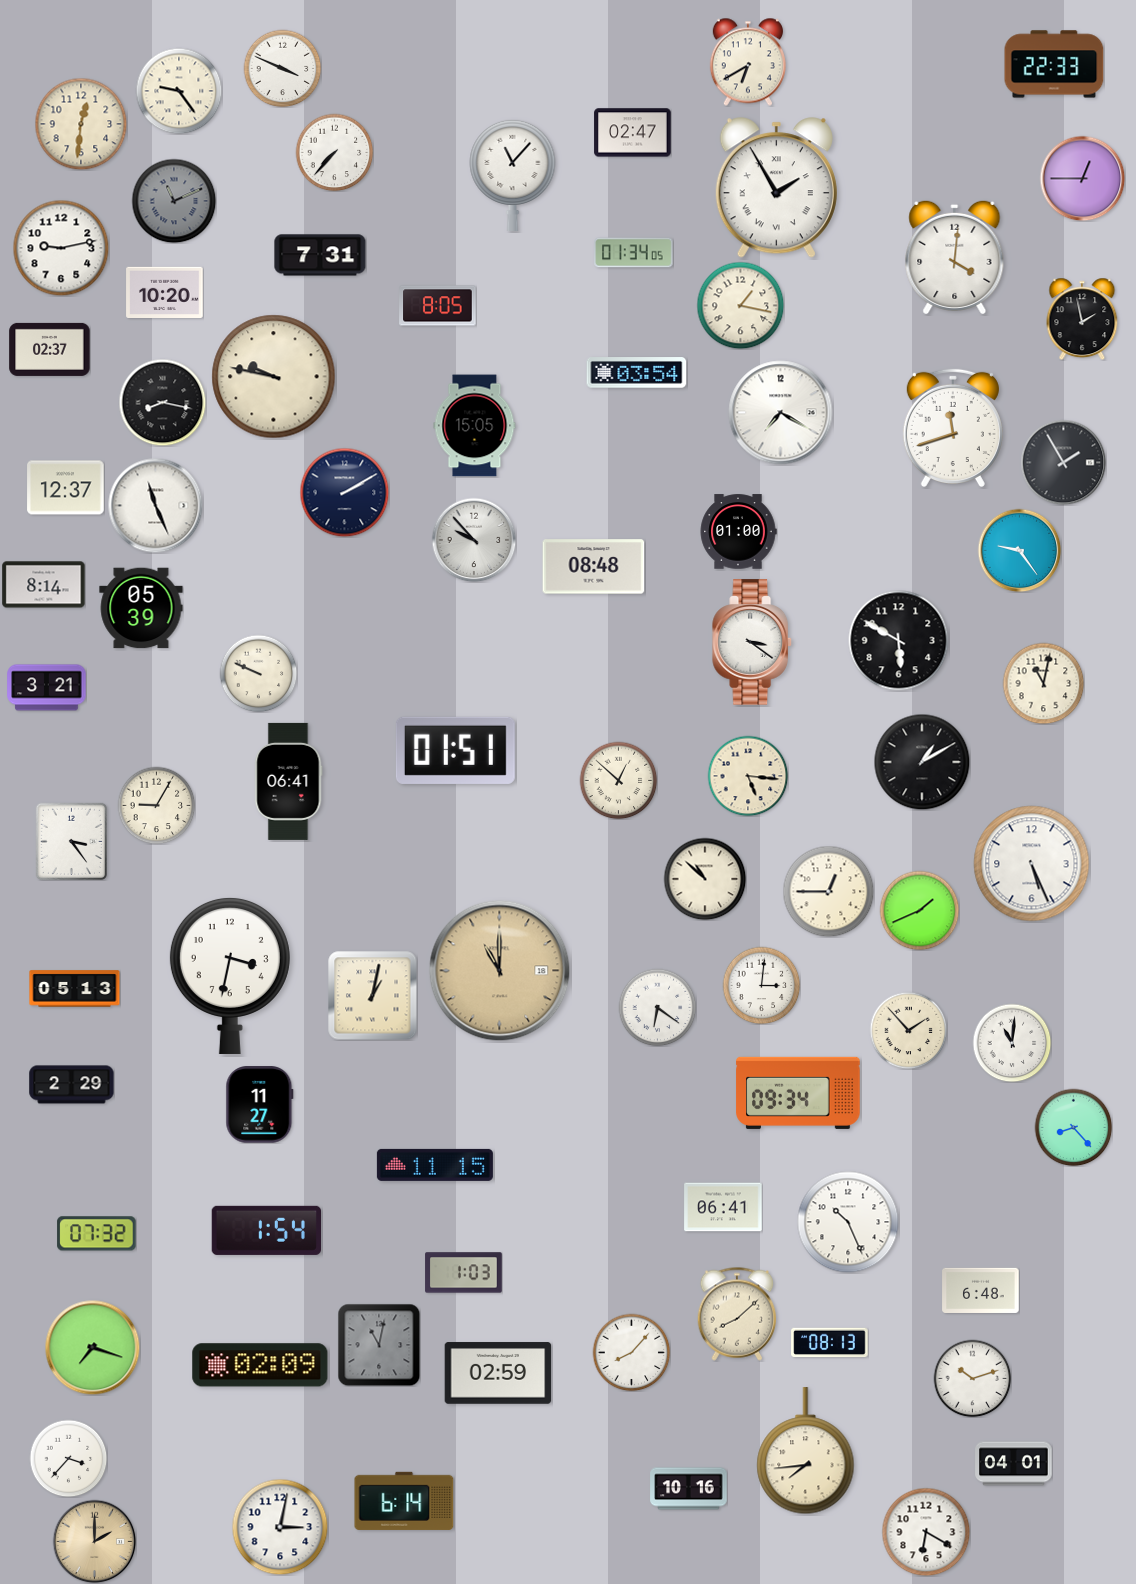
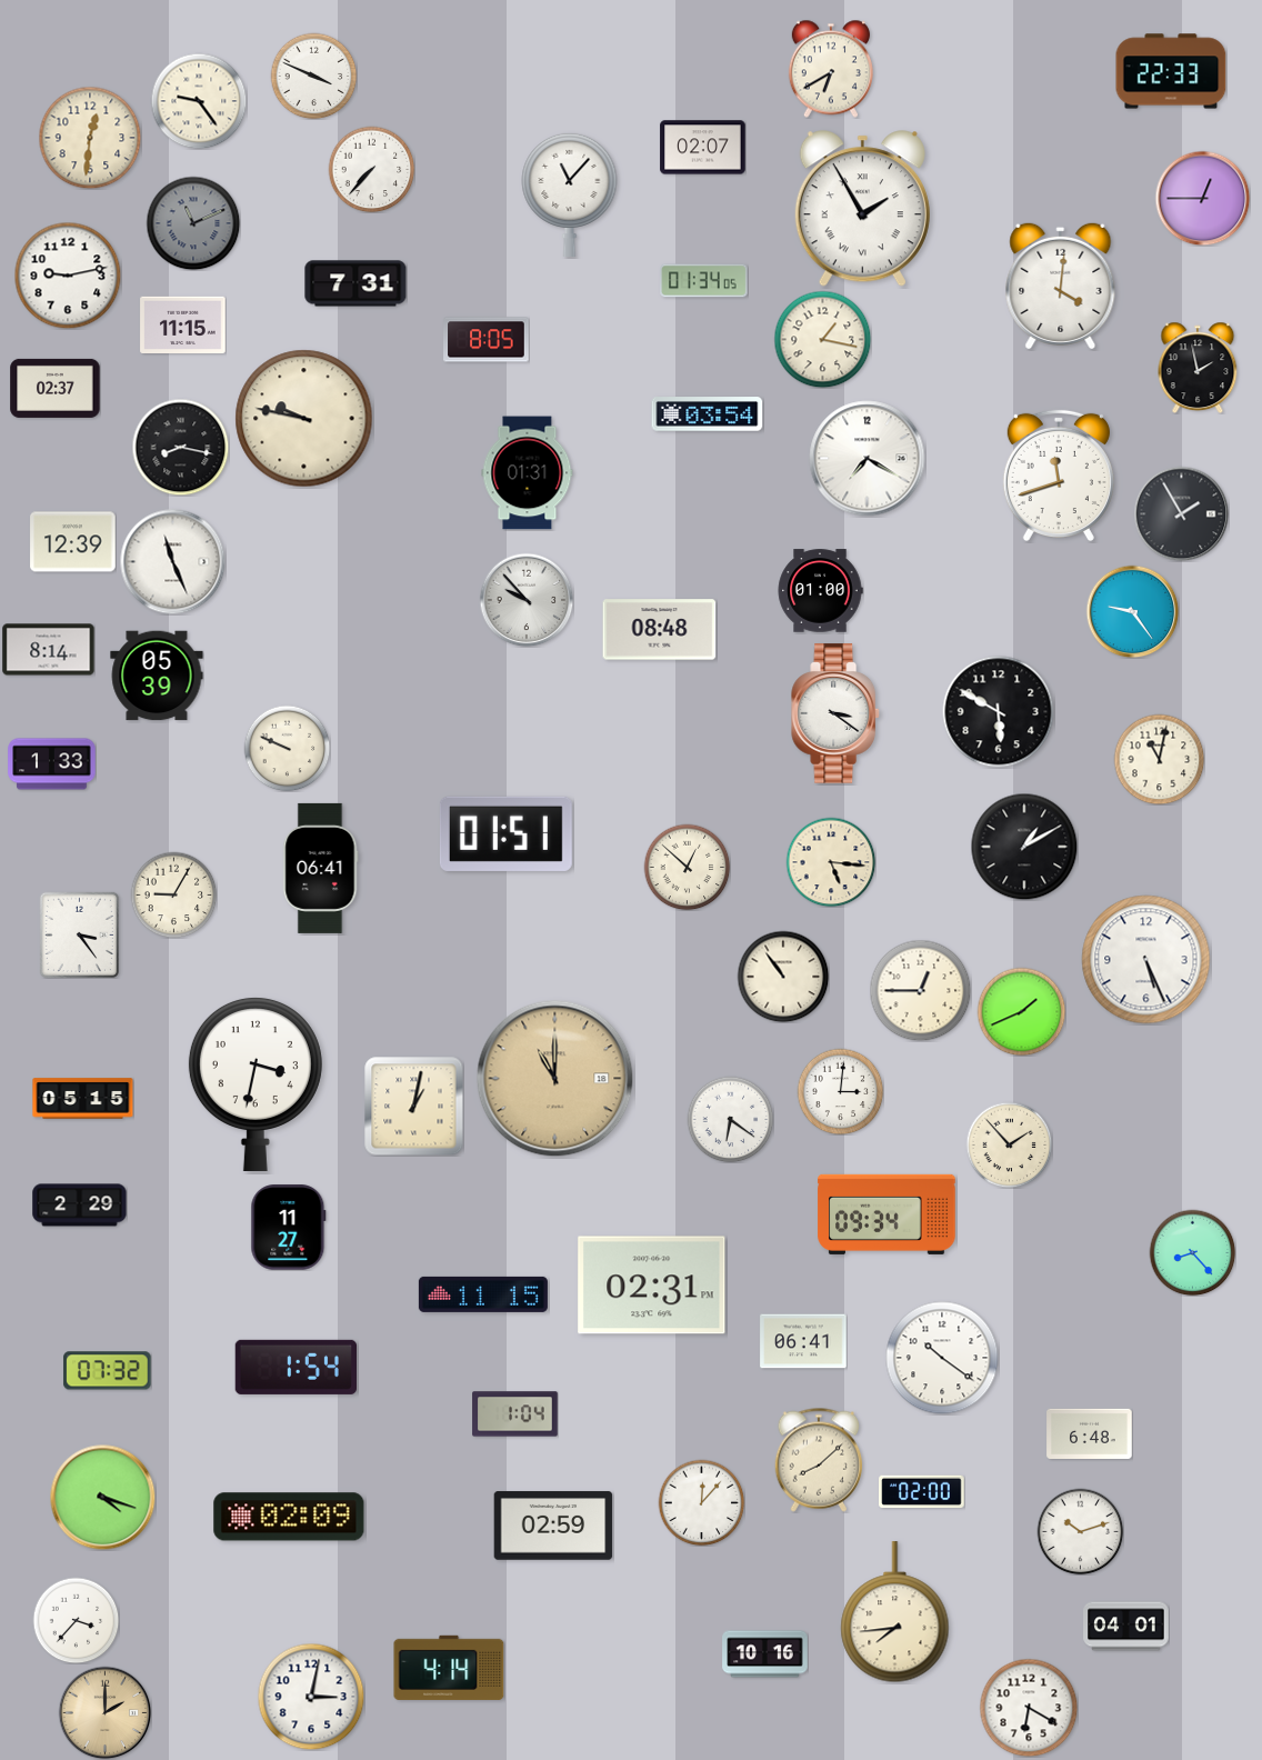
clock at (633, 133): 02:47 -> 02:07
clock at (165, 292): 10:20 -> 11:15
clock at (1082, 319) position: (1082, 319) -> (1198, 368)
clock at (475, 426): 15:05 -> 01:31
clock at (66, 488): 12:37 -> 12:39
clock at (344, 492): 2:10 -> none
clock at (47, 688): 3:21 -> 1:33
clock at (705, 879): 10:52 -> 10:54
clock at (761, 985) position: (761, 985) -> (840, 1091)
clock at (75, 989): 05:13 -> 05:15
clock at (1012, 1043): 11:01 -> none
clock at (652, 1286): none -> 02:31
clock at (848, 1222): 10:26 -> 10:21
clock at (464, 1273): 1:03 -> 1:04
clock at (830, 1343): 08:13 -> 02:00
clock at (379, 1345): 11:02 -> none
clock at (92, 1347): 7:18 -> 4:18
clock at (631, 1352): 8:07 -> 12:07
clock at (404, 1501): 6:14 -> 4:14
clock at (926, 1532) position: (926, 1532) -> (1029, 1708)
